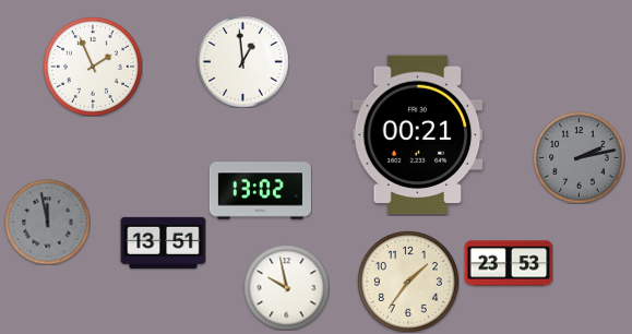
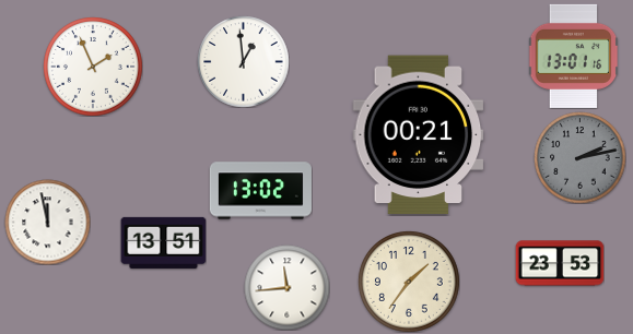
clock at (574, 56): none -> 13:01
clock at (47, 222) dial: grey -> white
clock at (509, 263) position: (509, 263) -> (560, 263)
clock at (286, 287): 9:58 -> 11:44
